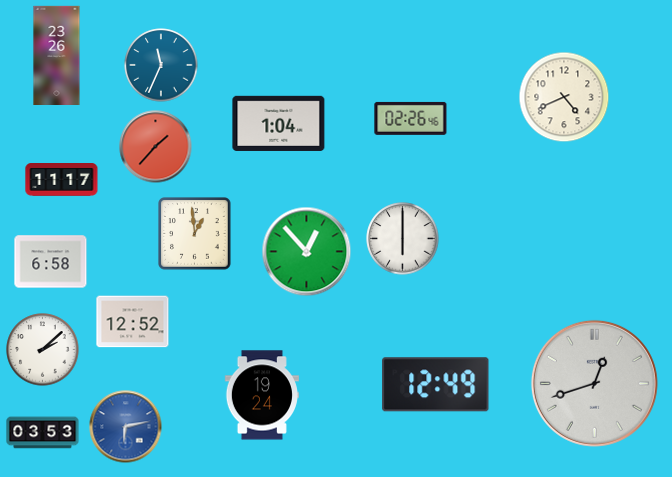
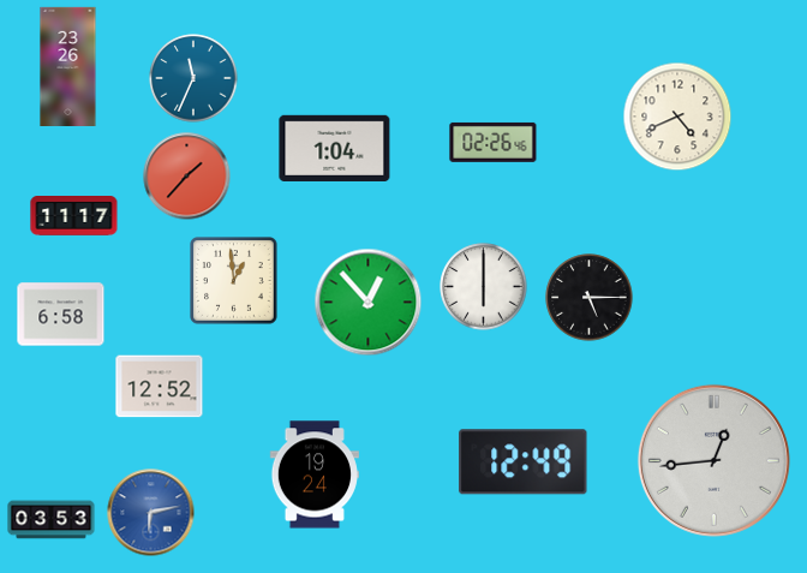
clock at (590, 298): none -> 5:15
clock at (43, 350): 2:08 -> none
clock at (594, 383): 12:42 -> 12:44
